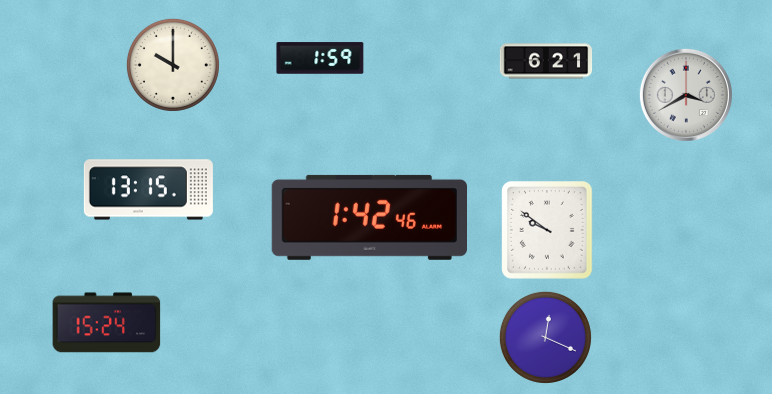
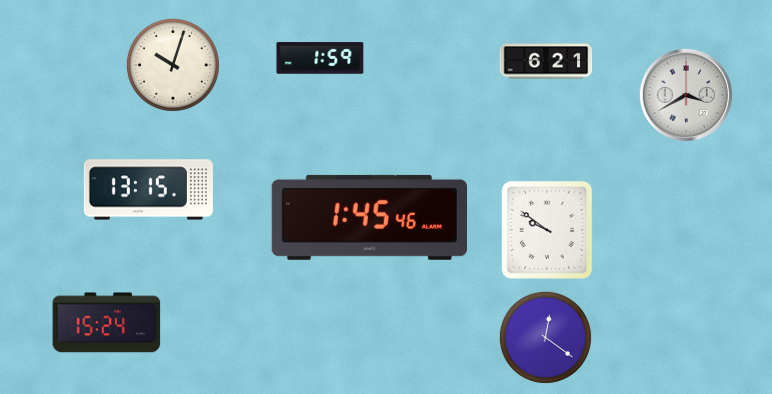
clock at (173, 65): 10:00 -> 10:03
clock at (369, 217): 1:42 -> 1:45
clock at (545, 337): 12:19 -> 12:21
